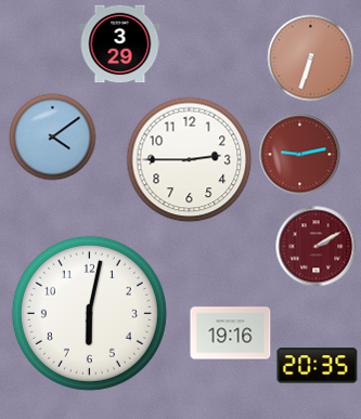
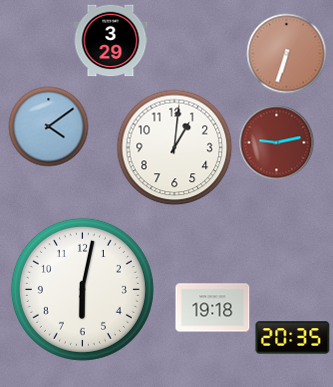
clock at (190, 160): 2:45 -> 1:01
clock at (317, 247): 2:10 -> none
clock at (231, 333): 19:16 -> 19:18
